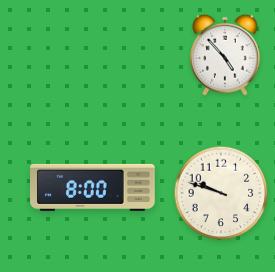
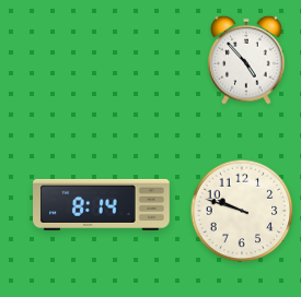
clock at (93, 187): 8:00 -> 8:14
